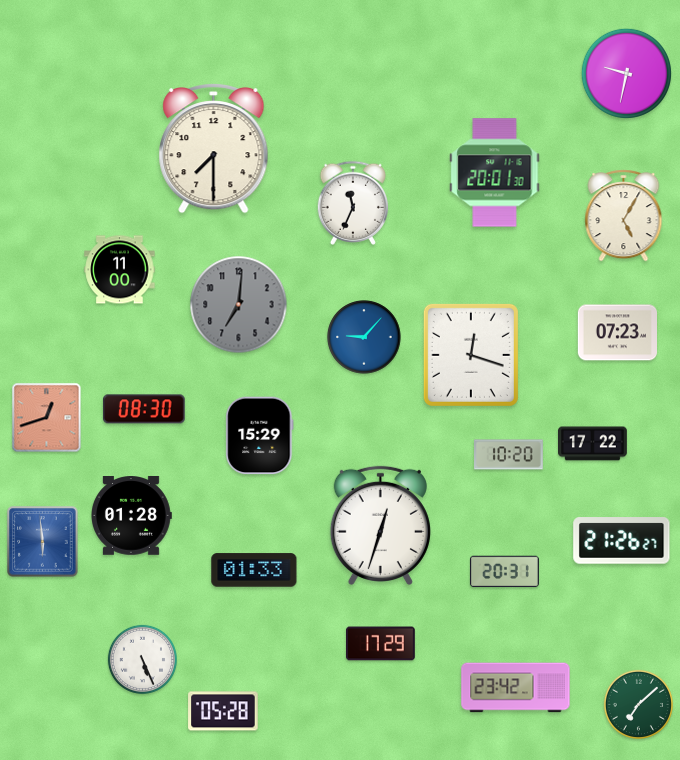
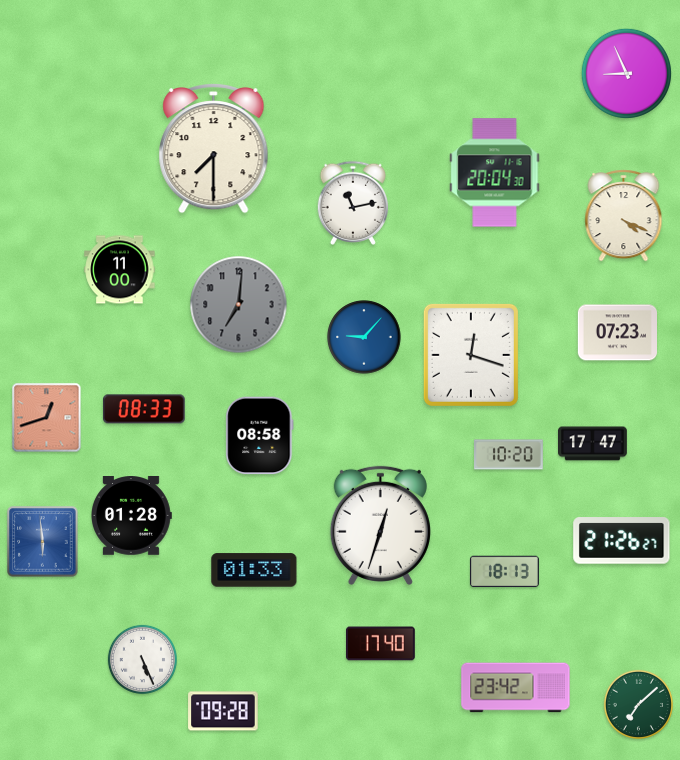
clock at (626, 73): 9:32 -> 8:56
clock at (495, 173): 20:01 -> 20:04
clock at (352, 203): 11:34 -> 11:13
clock at (624, 216): 5:05 -> 4:19
clock at (145, 409): 08:30 -> 08:33
clock at (260, 436): 15:29 -> 08:58
clock at (593, 444): 17:22 -> 17:47
clock at (504, 572): 20:31 -> 18:13
clock at (381, 644): 17:29 -> 17:40
clock at (223, 711): 05:28 -> 09:28
